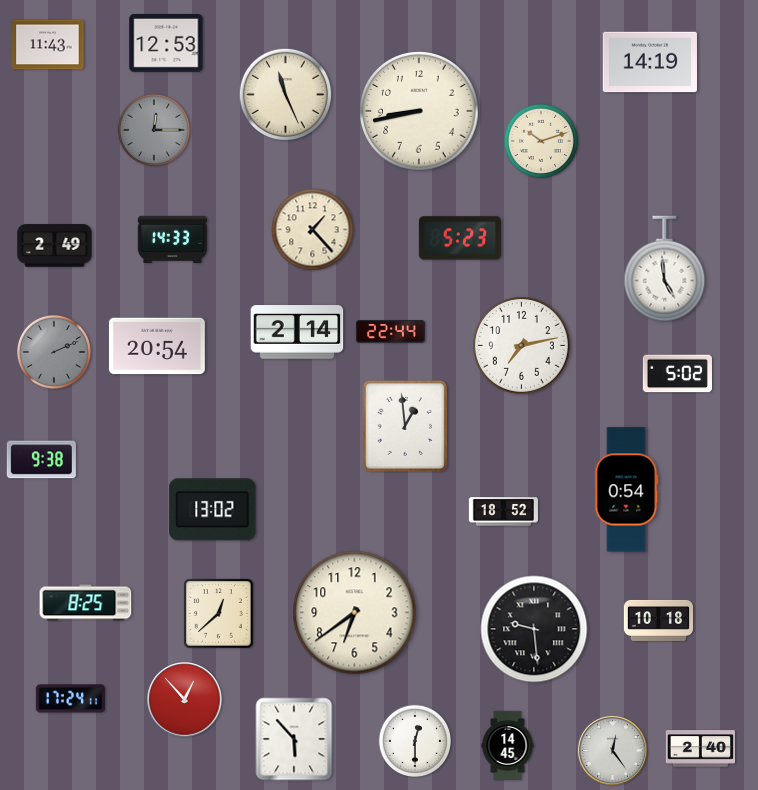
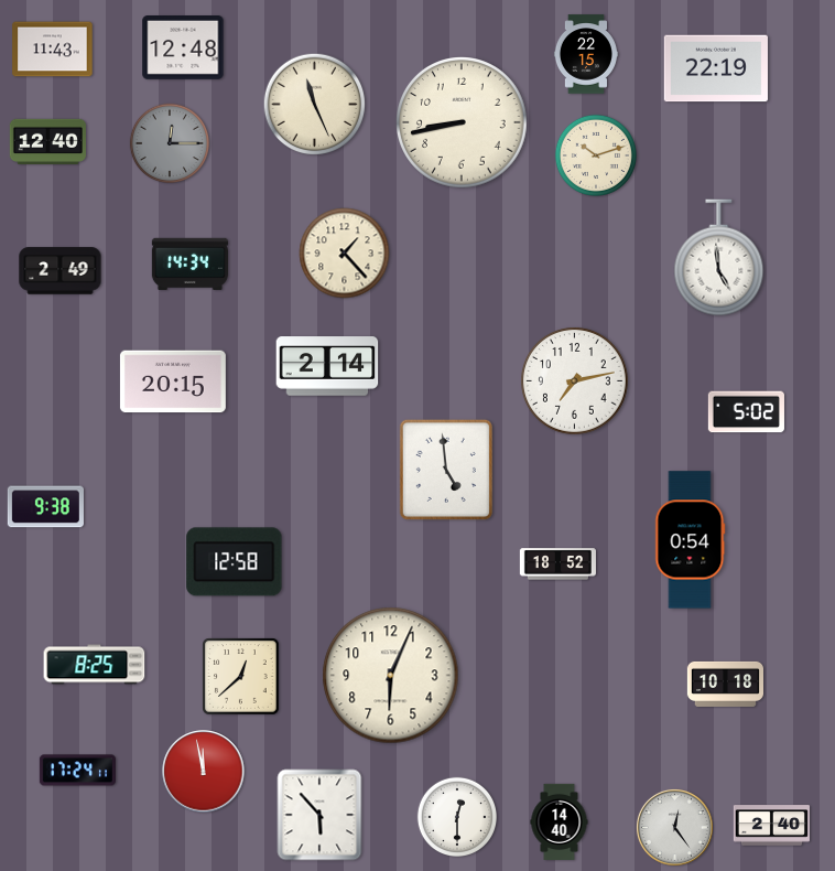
clock at (166, 44): 12:53 -> 12:48
clock at (586, 54): none -> 22:15
clock at (650, 62): 14:19 -> 22:19
clock at (47, 141): none -> 12:40
clock at (460, 238): 5:23 -> none
clock at (172, 239): 14:33 -> 14:34
clock at (665, 269) position: (665, 269) -> (719, 258)
clock at (390, 332): 22:44 -> none
clock at (157, 346): 20:54 -> 20:15
clock at (54, 352): 2:11 -> none
clock at (405, 426): 12:59 -> 4:59
clock at (213, 510): 13:02 -> 12:58
clock at (503, 512) position: (503, 512) -> (557, 564)
clock at (355, 613): 6:39 -> 6:04
clock at (534, 629): 9:29 -> none
clock at (185, 700): 12:53 -> 11:58
clock at (294, 739) position: (294, 739) -> (319, 815)
clock at (508, 745): 14:45 -> 14:40
